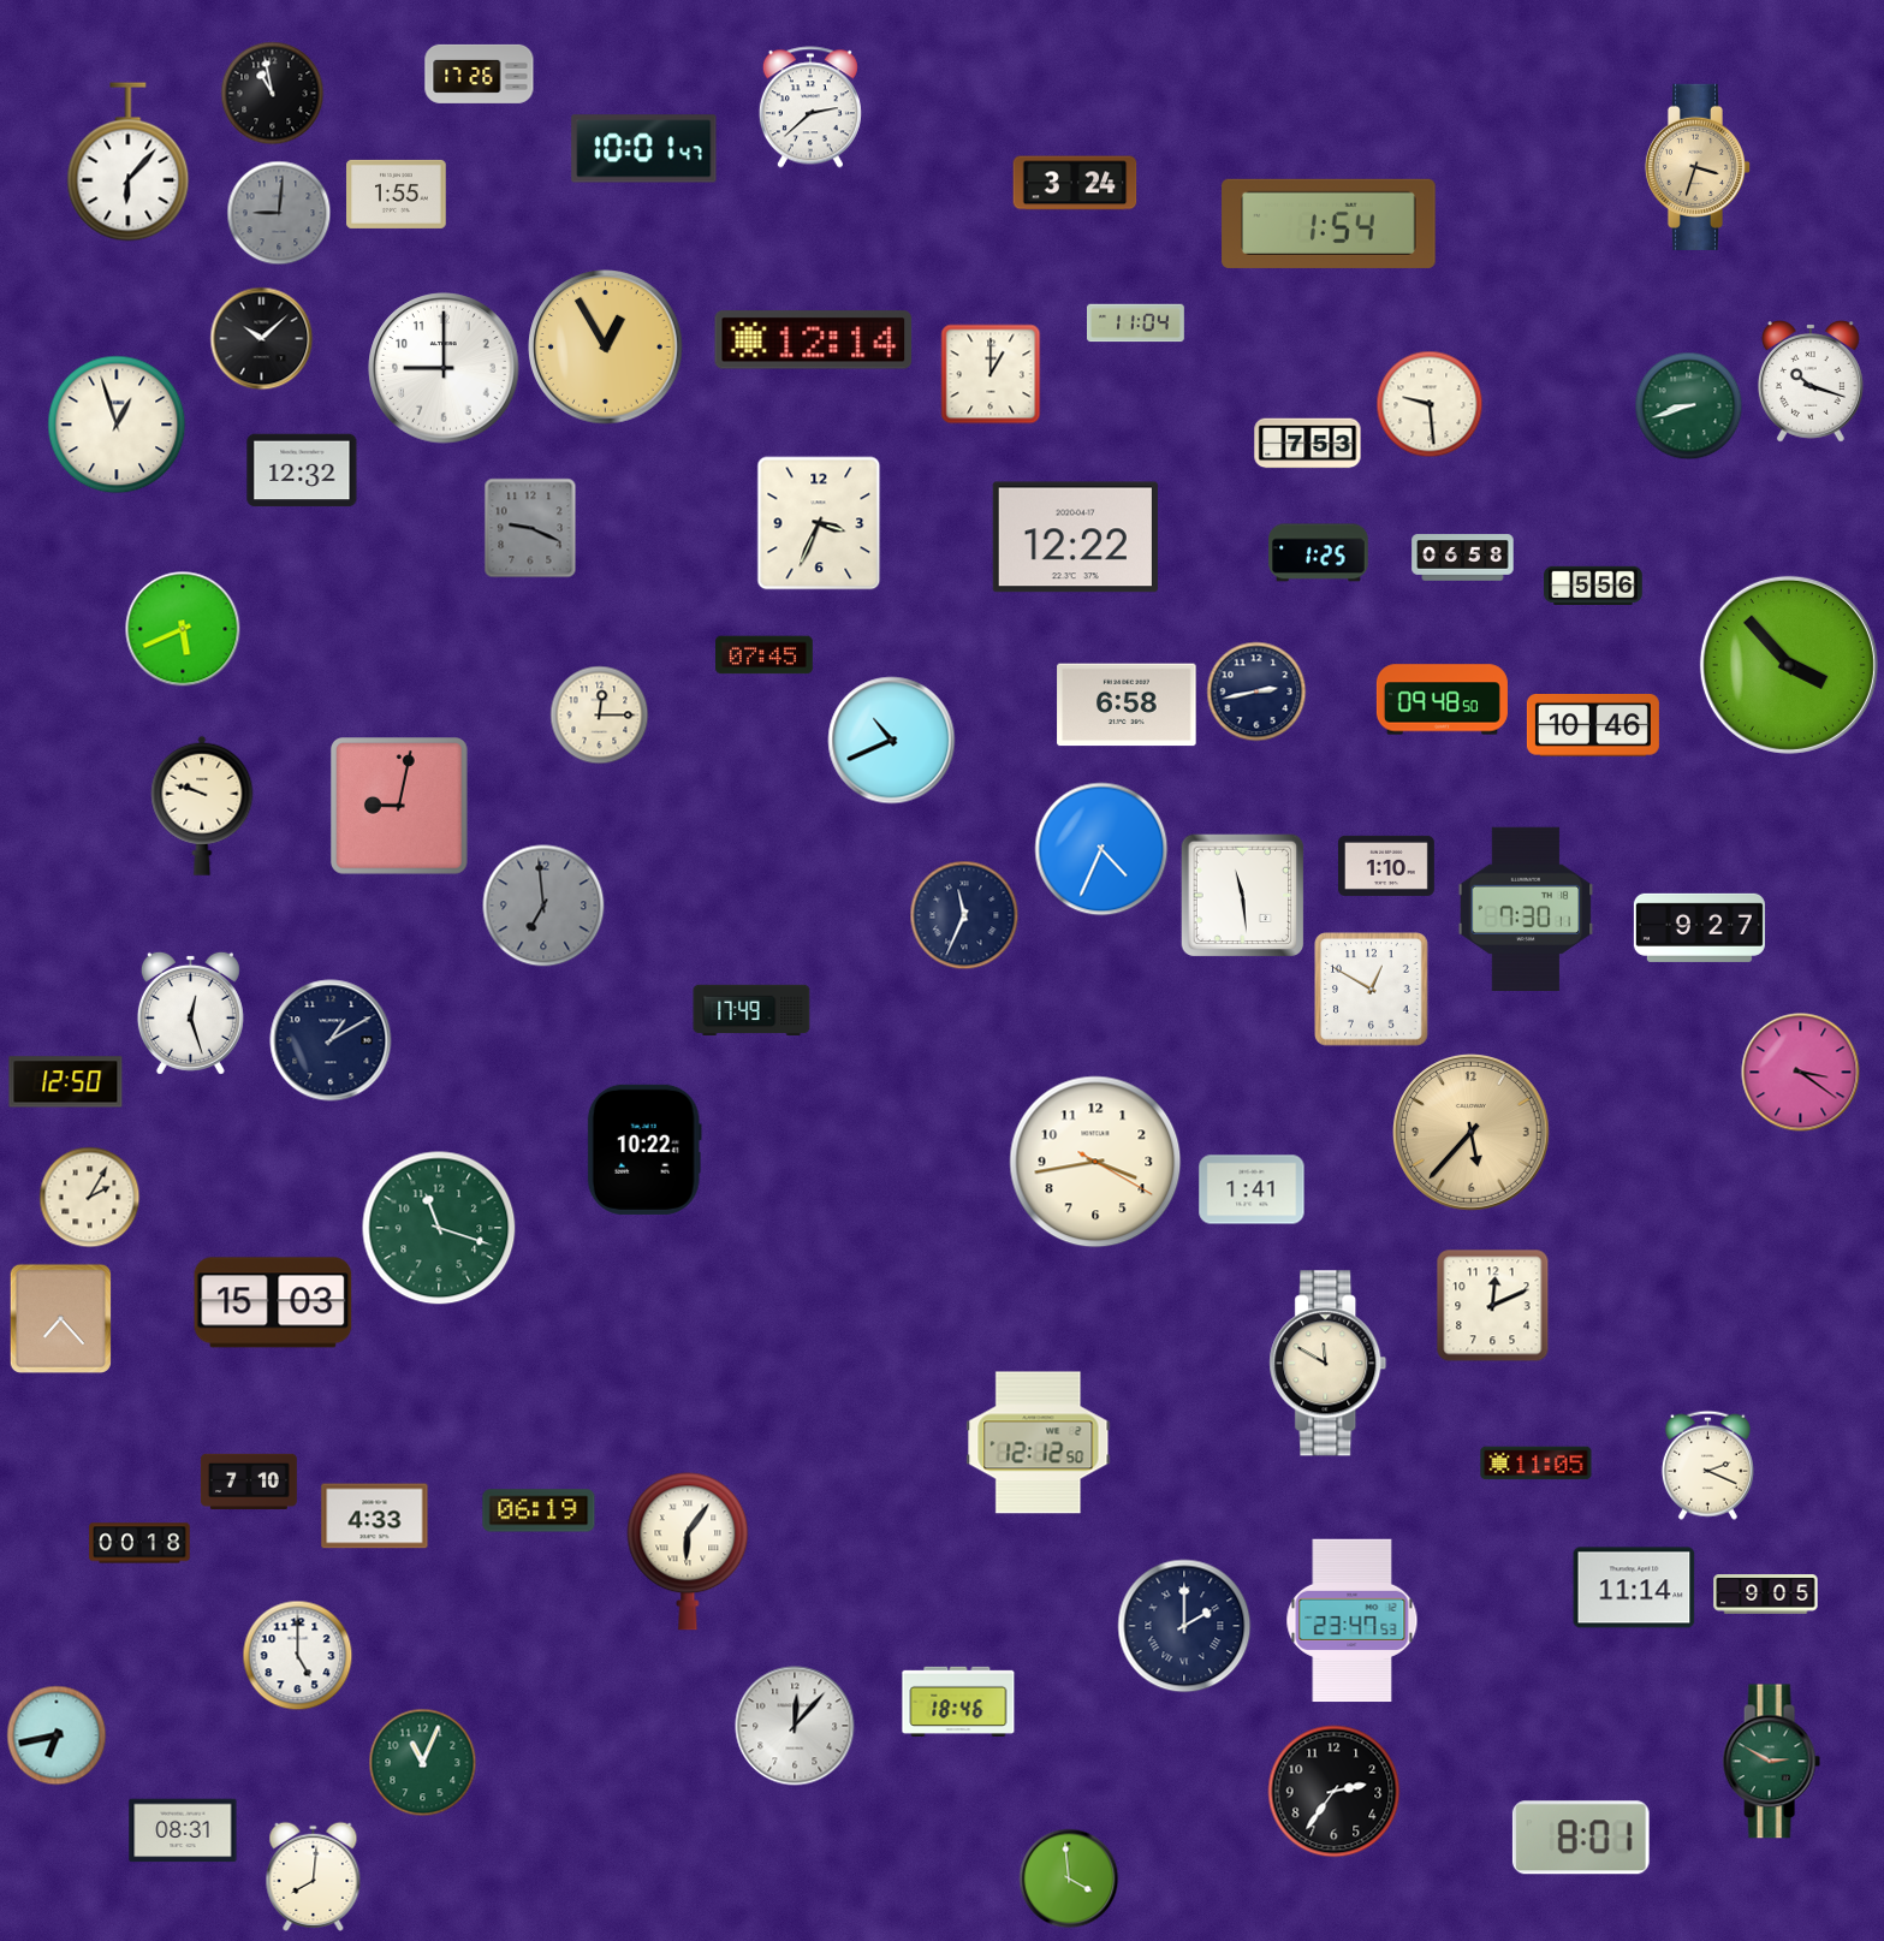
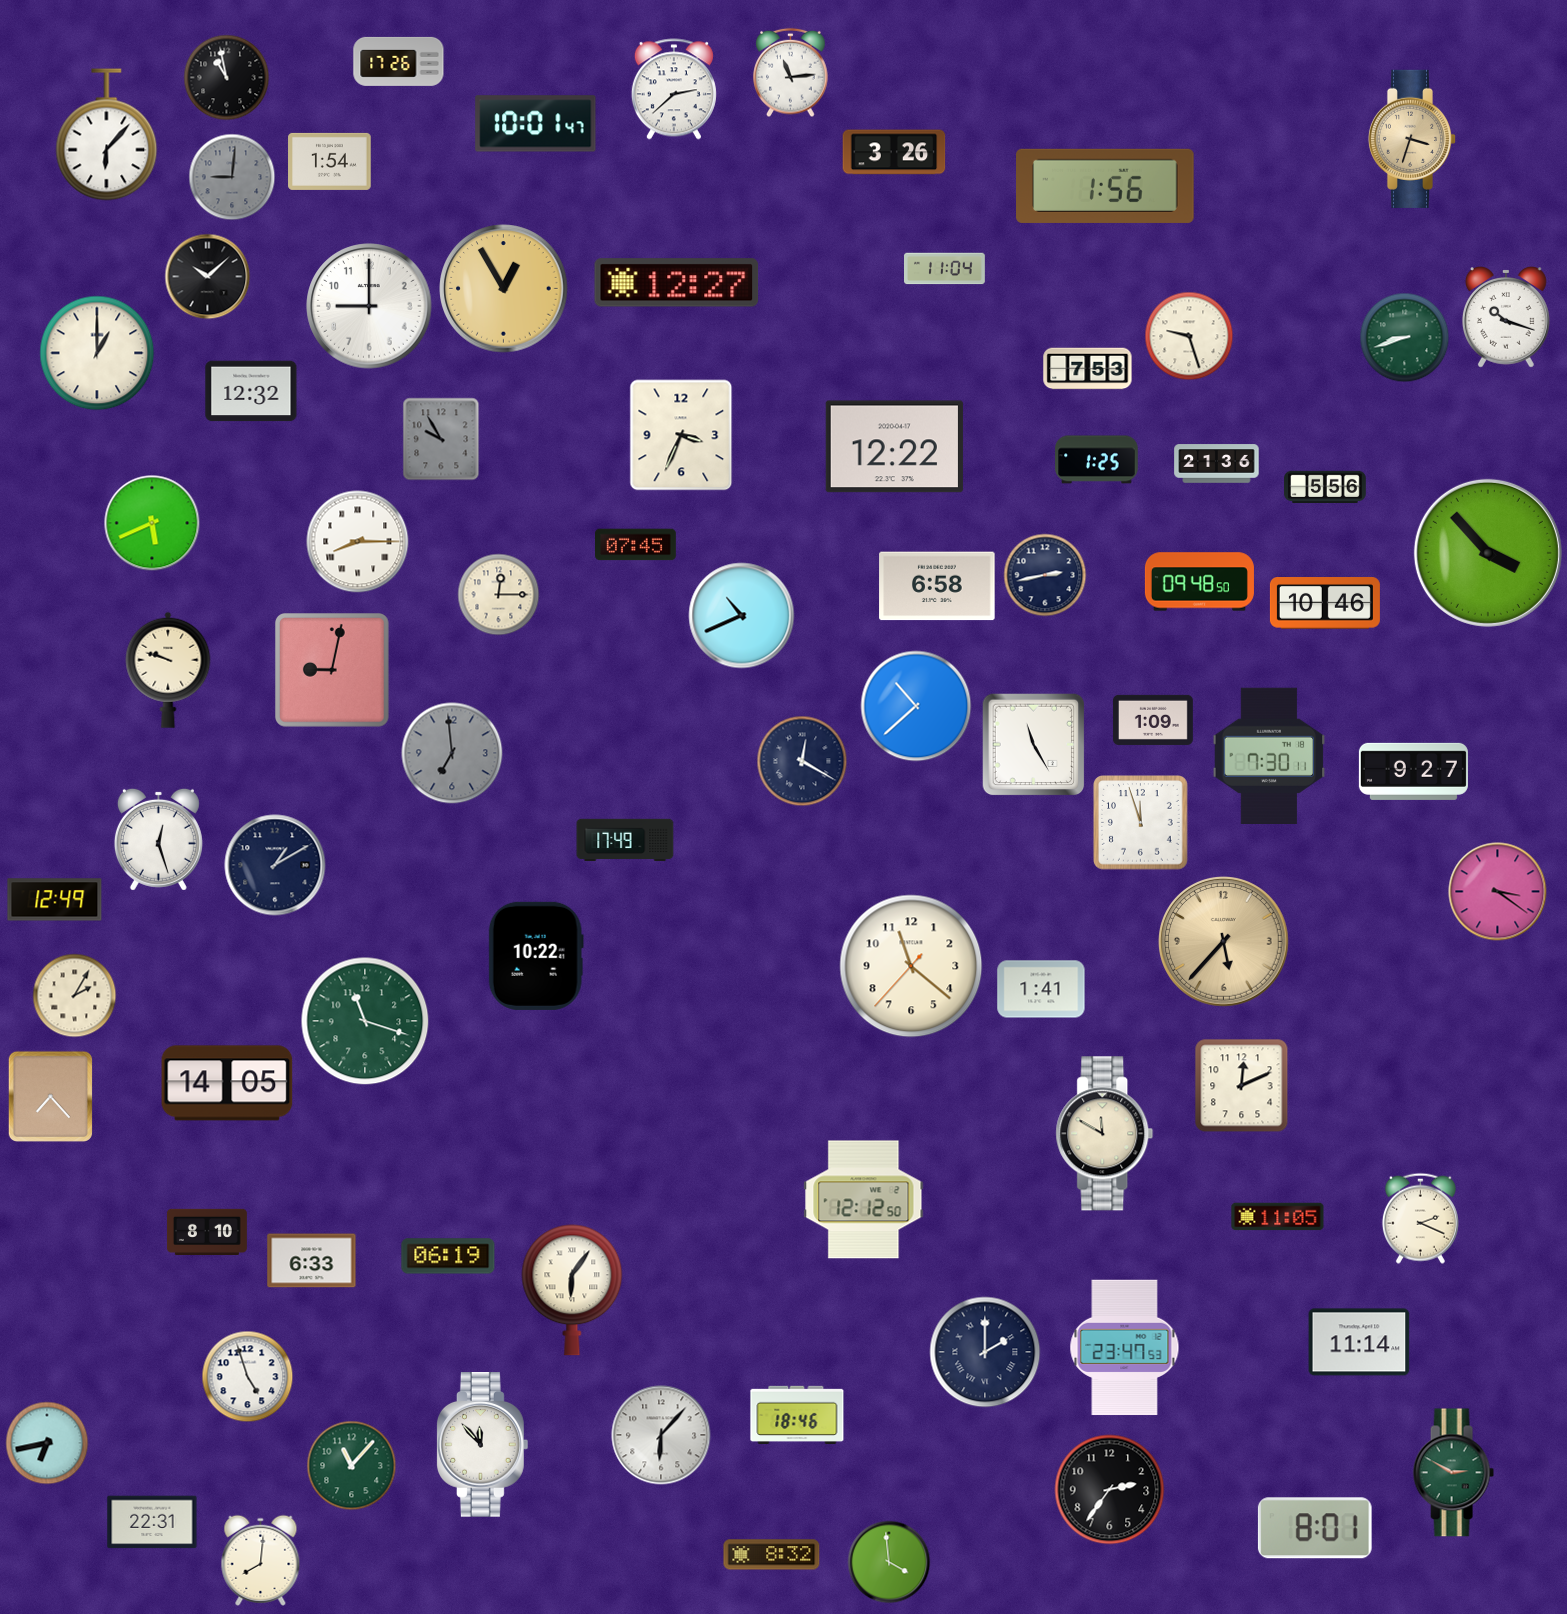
clock at (791, 73): none -> 11:14
clock at (1075, 183): 3:24 -> 3:26
clock at (397, 194): 1:55 -> 1:54
clock at (1329, 224): 1:54 -> 1:56
clock at (262, 339) position: (262, 339) -> (208, 277)
clock at (814, 340): 12:14 -> 12:27
clock at (991, 374): 1:00 -> none
clock at (1430, 404): 9:29 -> 9:27
clock at (117, 425): 12:57 -> 1:00
clock at (530, 528): 9:19 -> 9:55
clock at (1463, 558): 06:58 -> 21:36
clock at (358, 542): none -> 8:15
clock at (1101, 849): 4:34 -> 10:38
clock at (1386, 866): 1:10 -> 1:09
clock at (1243, 896): 11:29 -> 11:25
clock at (964, 915): 11:34 -> 12:20
clock at (1372, 990): 12:50 -> 11:57
clock at (190, 1013) position: (190, 1013) -> (158, 839)
clock at (66, 1082): 12:50 -> 12:49
clock at (1095, 1162): 3:43 -> 11:21
clock at (273, 1302): 15:03 -> 14:05
clock at (249, 1480): 7:10 -> 8:10
clock at (375, 1516): 4:33 -> 6:33
clock at (139, 1543): 00:18 -> none
clock at (1634, 1587) position: (1634, 1587) -> (1359, 1342)
clock at (1766, 1595): 9:05 -> none
clock at (298, 1656): 5:00 -> 4:57
clock at (795, 1726): 12:07 -> 6:07
clock at (482, 1445): none -> 11:53
clock at (1771, 1762) position: (1771, 1762) -> (1453, 1473)
clock at (423, 1763): 11:04 -> 11:07
clock at (183, 1830): 08:31 -> 22:31
clock at (772, 1555): none -> 8:32
